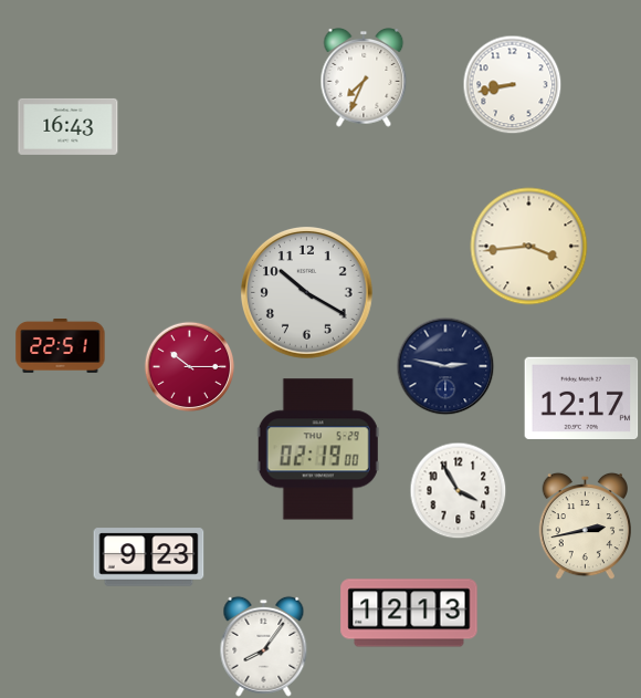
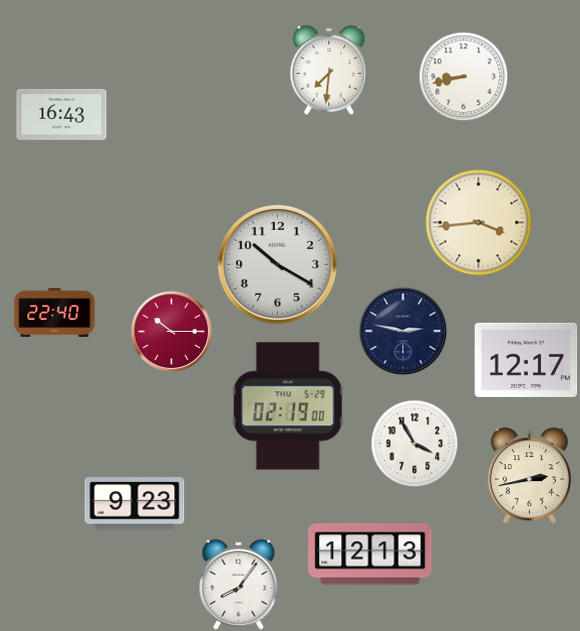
clock at (364, 79): 7:34 -> 7:31
clock at (61, 346): 22:51 -> 22:40
